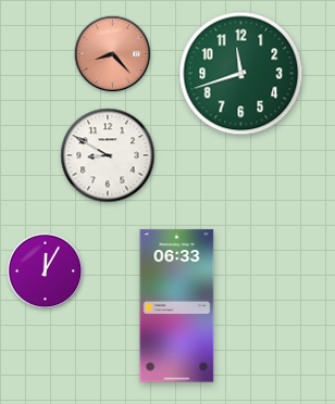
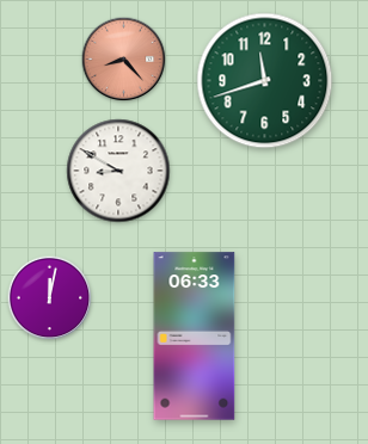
clock at (46, 272): 12:05 -> 12:02
